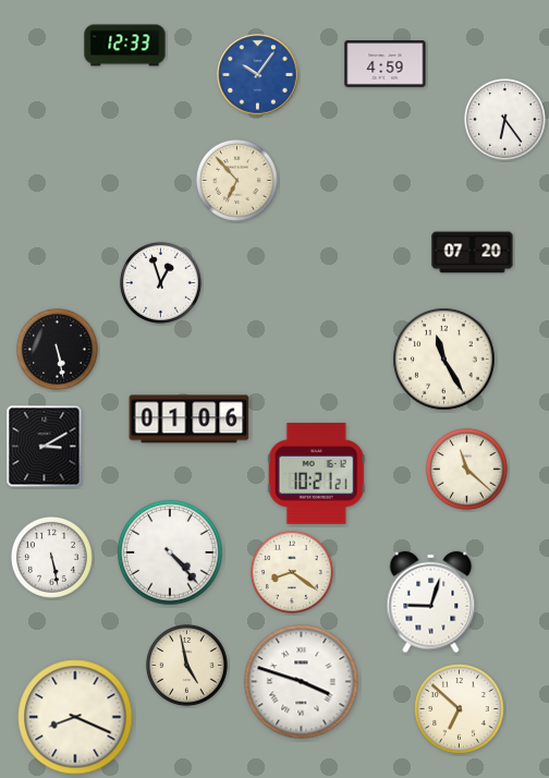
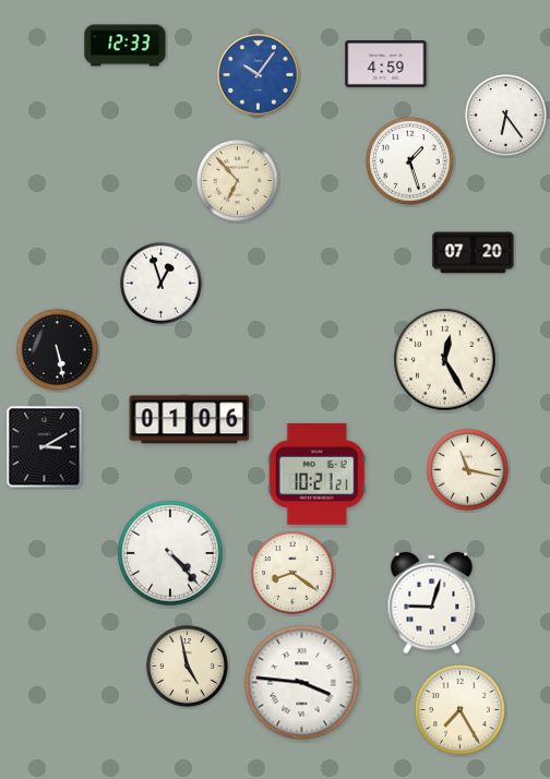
clock at (504, 119) position: (504, 119) -> (505, 115)
clock at (410, 161): none -> 1:27
clock at (444, 360): 11:25 -> 12:25
clock at (466, 469): 11:22 -> 11:17
clock at (51, 557): 5:28 -> none
clock at (302, 682): 3:48 -> 3:46
clock at (460, 709): 6:52 -> 7:25
clock at (75, 717): 8:19 -> none
